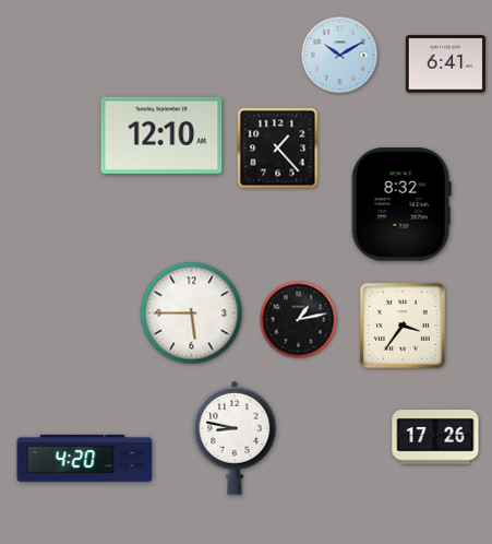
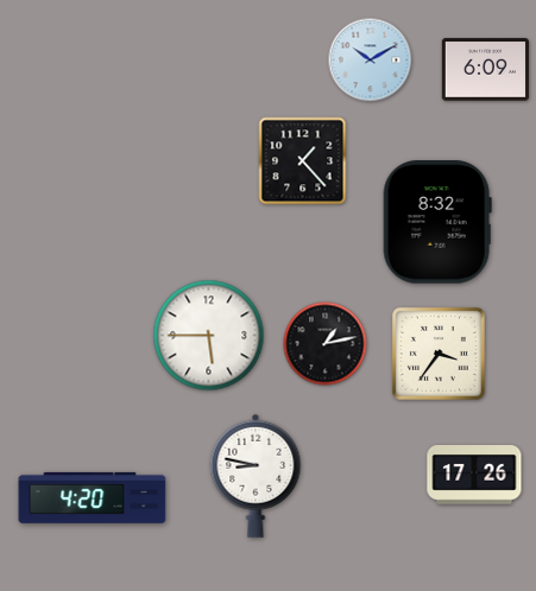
clock at (445, 64): 6:41 -> 6:09
clock at (161, 135): 12:10 -> none
clock at (192, 314) position: (192, 314) -> (209, 336)
clock at (299, 320) position: (299, 320) -> (326, 344)
